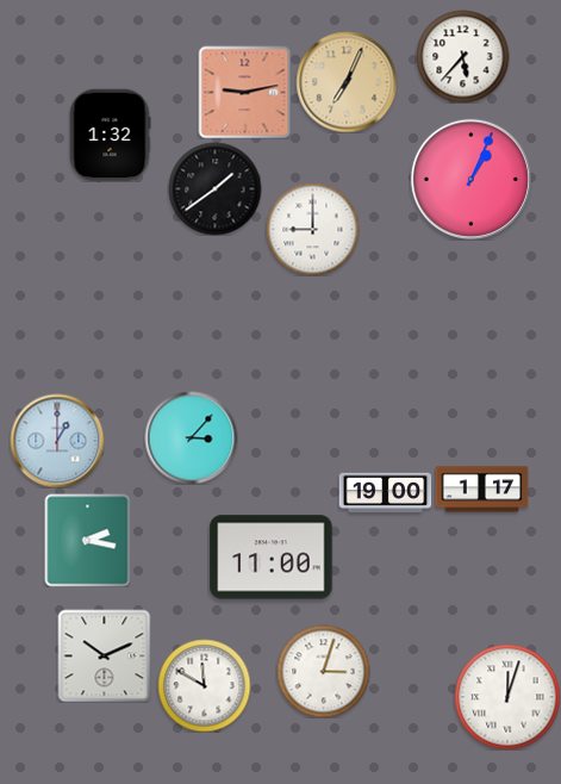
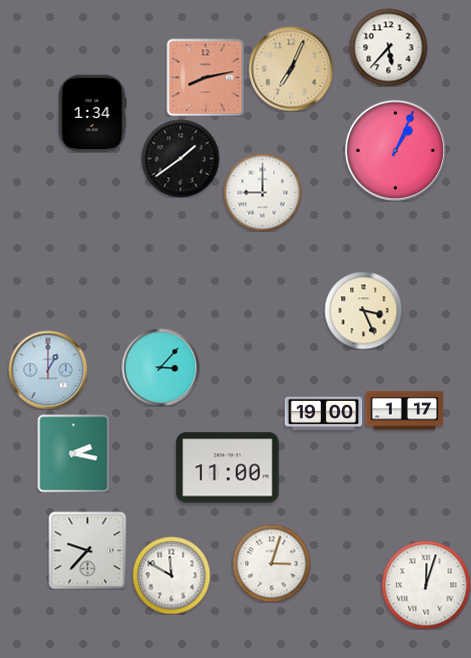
clock at (244, 92): 9:13 -> 8:13
clock at (110, 135): 1:32 -> 1:34
clock at (363, 310): none -> 3:26
clock at (104, 655): 10:11 -> 9:37
